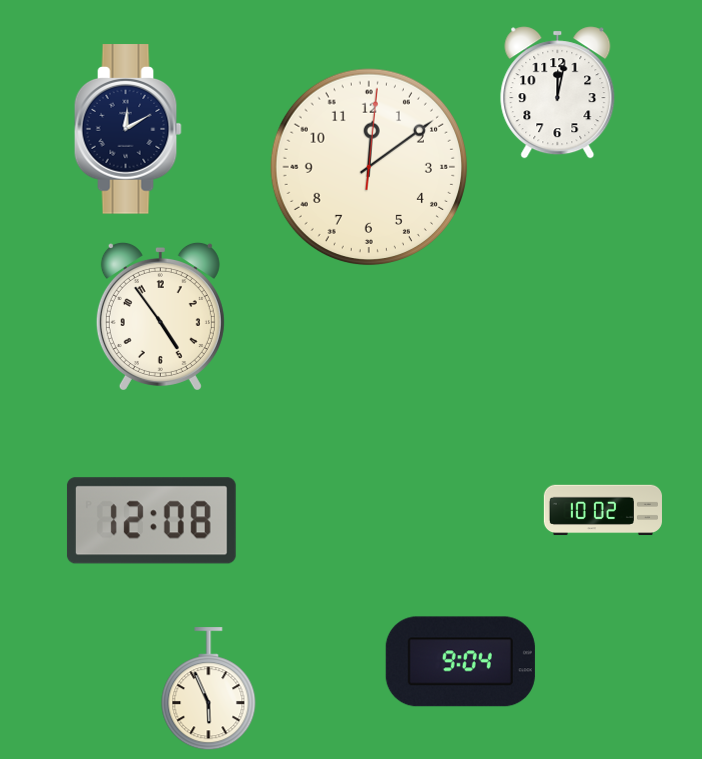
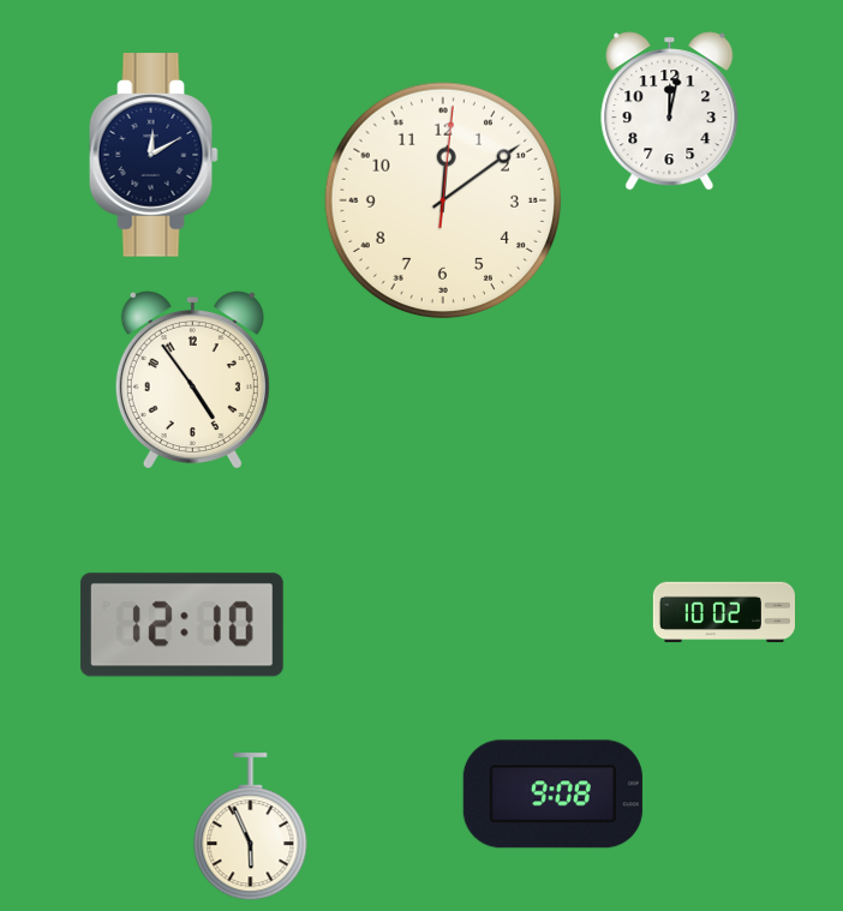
clock at (151, 521): 12:08 -> 12:10
clock at (460, 662): 9:04 -> 9:08
